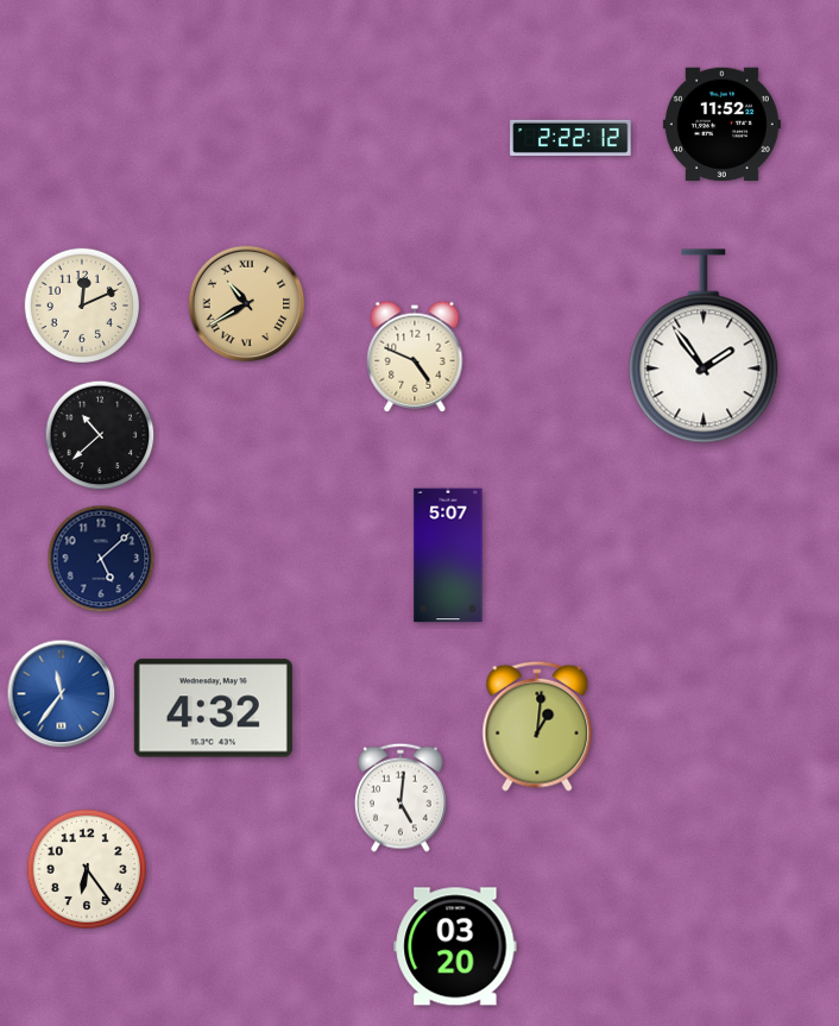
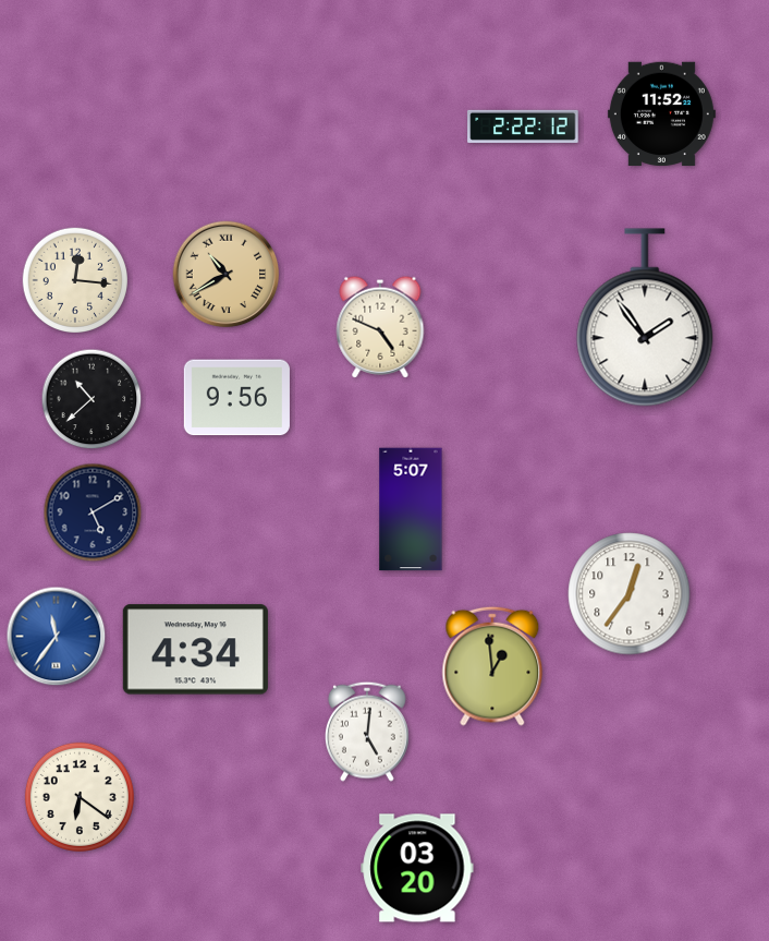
clock at (81, 304): 12:11 -> 12:16
clock at (247, 304) position: (247, 304) -> (227, 275)
clock at (236, 398): none -> 9:56
clock at (101, 559): 5:08 -> 5:10
clock at (630, 594): none -> 12:36
clock at (213, 709): 4:32 -> 4:34
clock at (537, 726): 1:01 -> 12:59
clock at (87, 869): 6:24 -> 6:21
